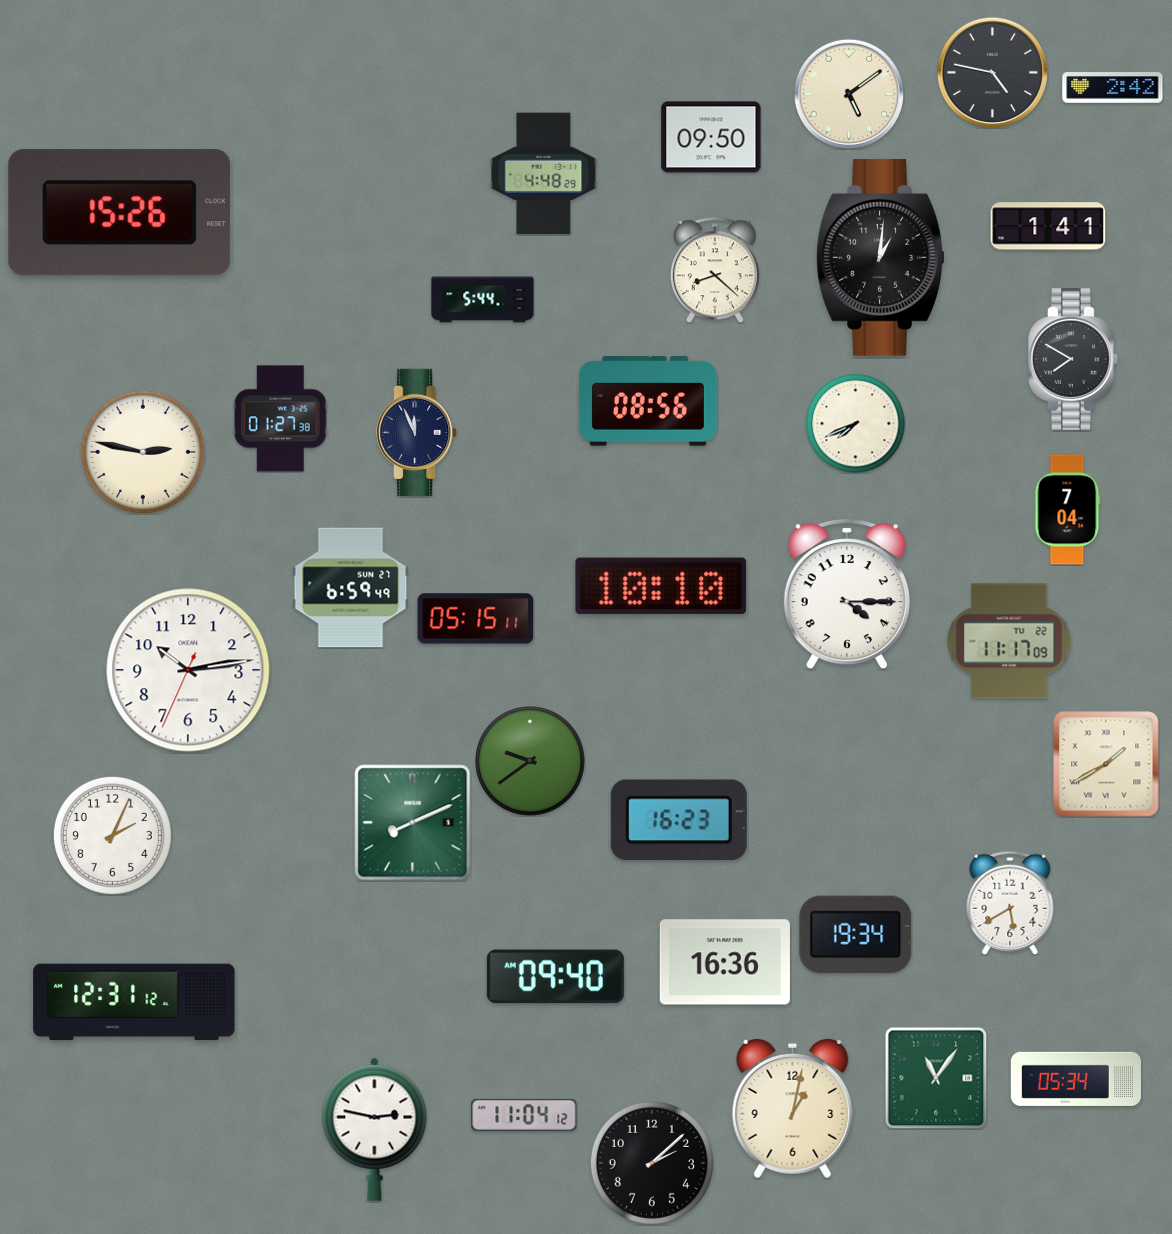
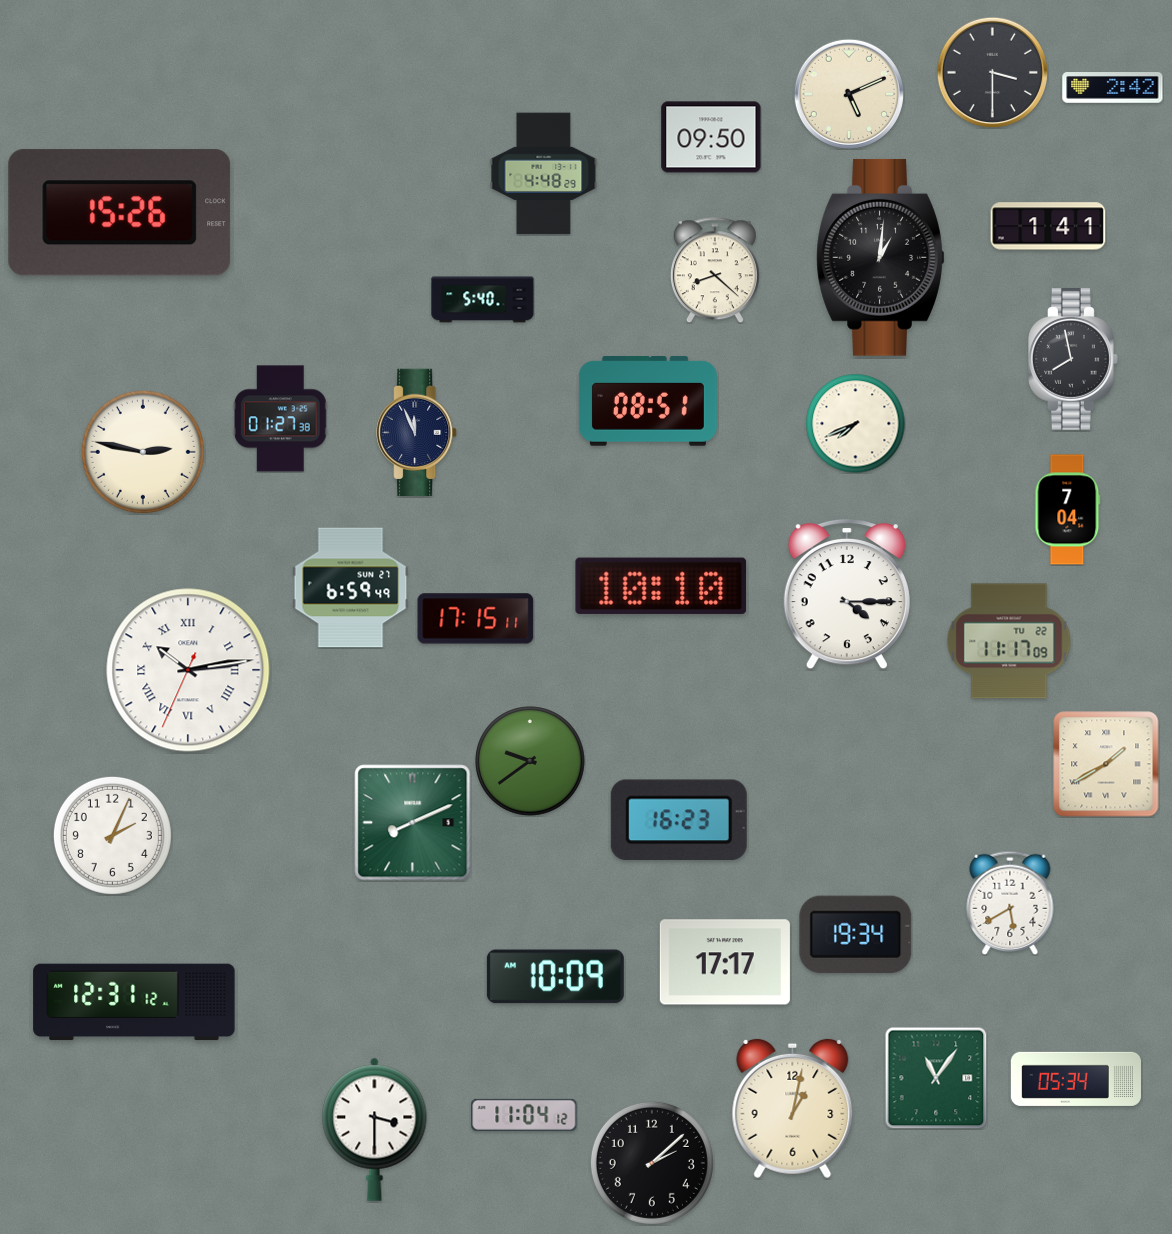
clock at (992, 72): 4:47 -> 3:30
clock at (849, 94): 5:09 -> 5:11
clock at (483, 300): 5:44 -> 5:40
clock at (1074, 360): 7:50 -> 7:58
clock at (648, 401): 08:56 -> 08:51
clock at (476, 619): 05:15 -> 17:15
clock at (188, 670) numerals: Arabic -> Roman
clock at (725, 962): 16:36 -> 17:17
clock at (555, 977): 09:40 -> 10:09
clock at (375, 1129): 2:47 -> 3:30
